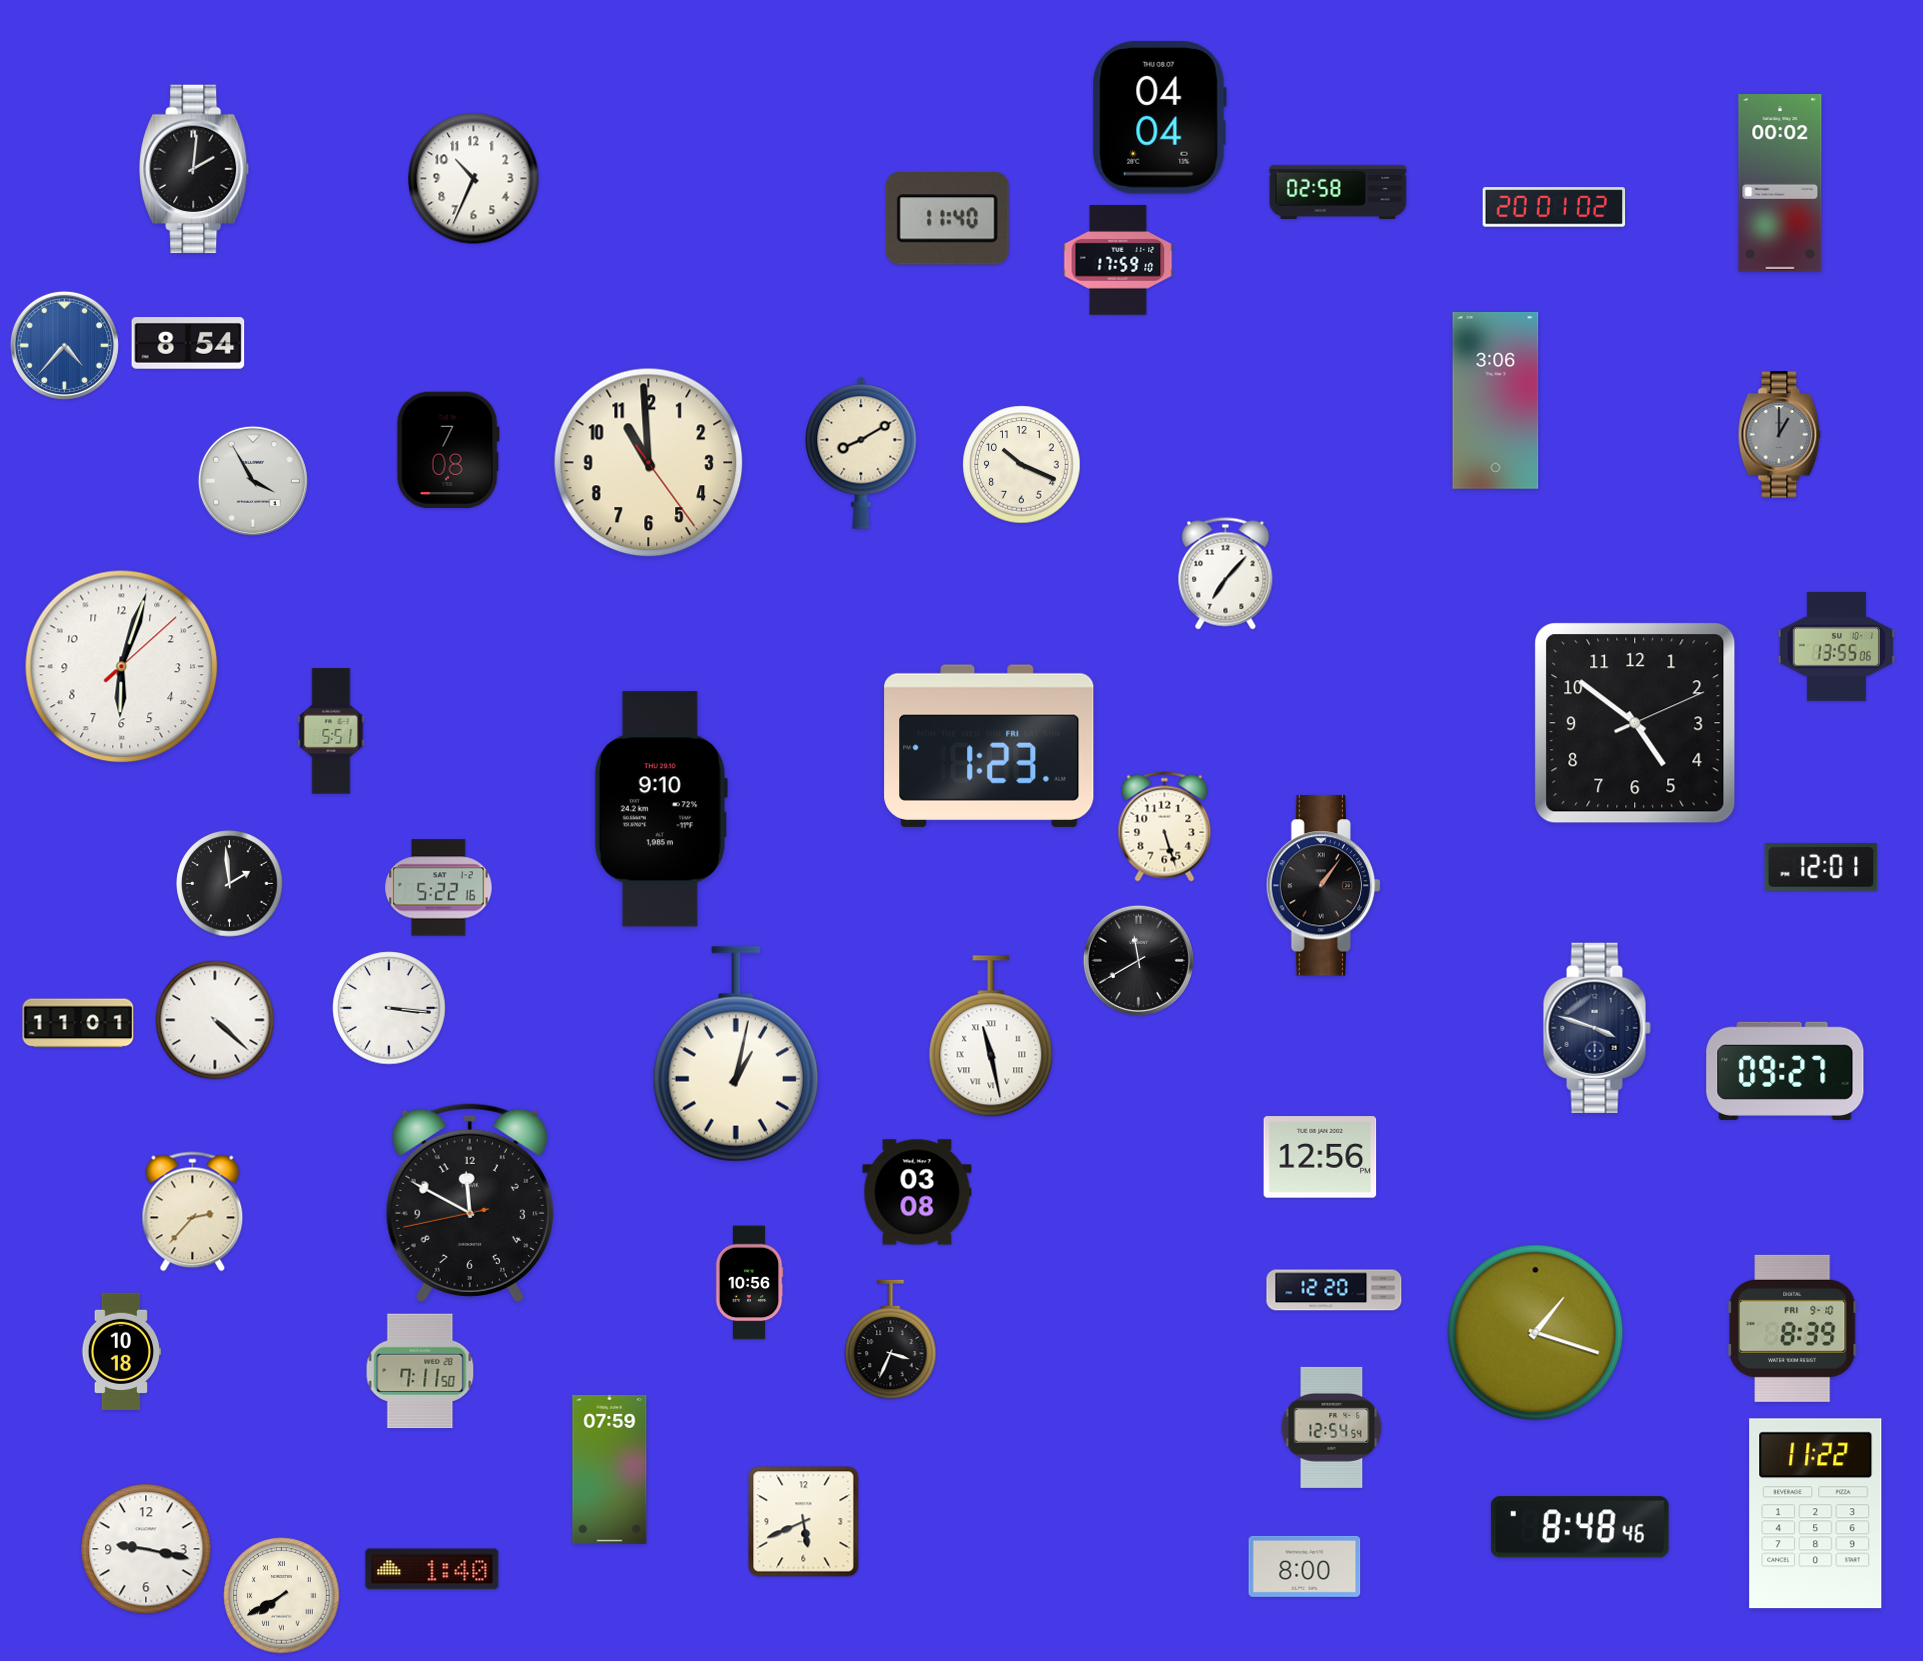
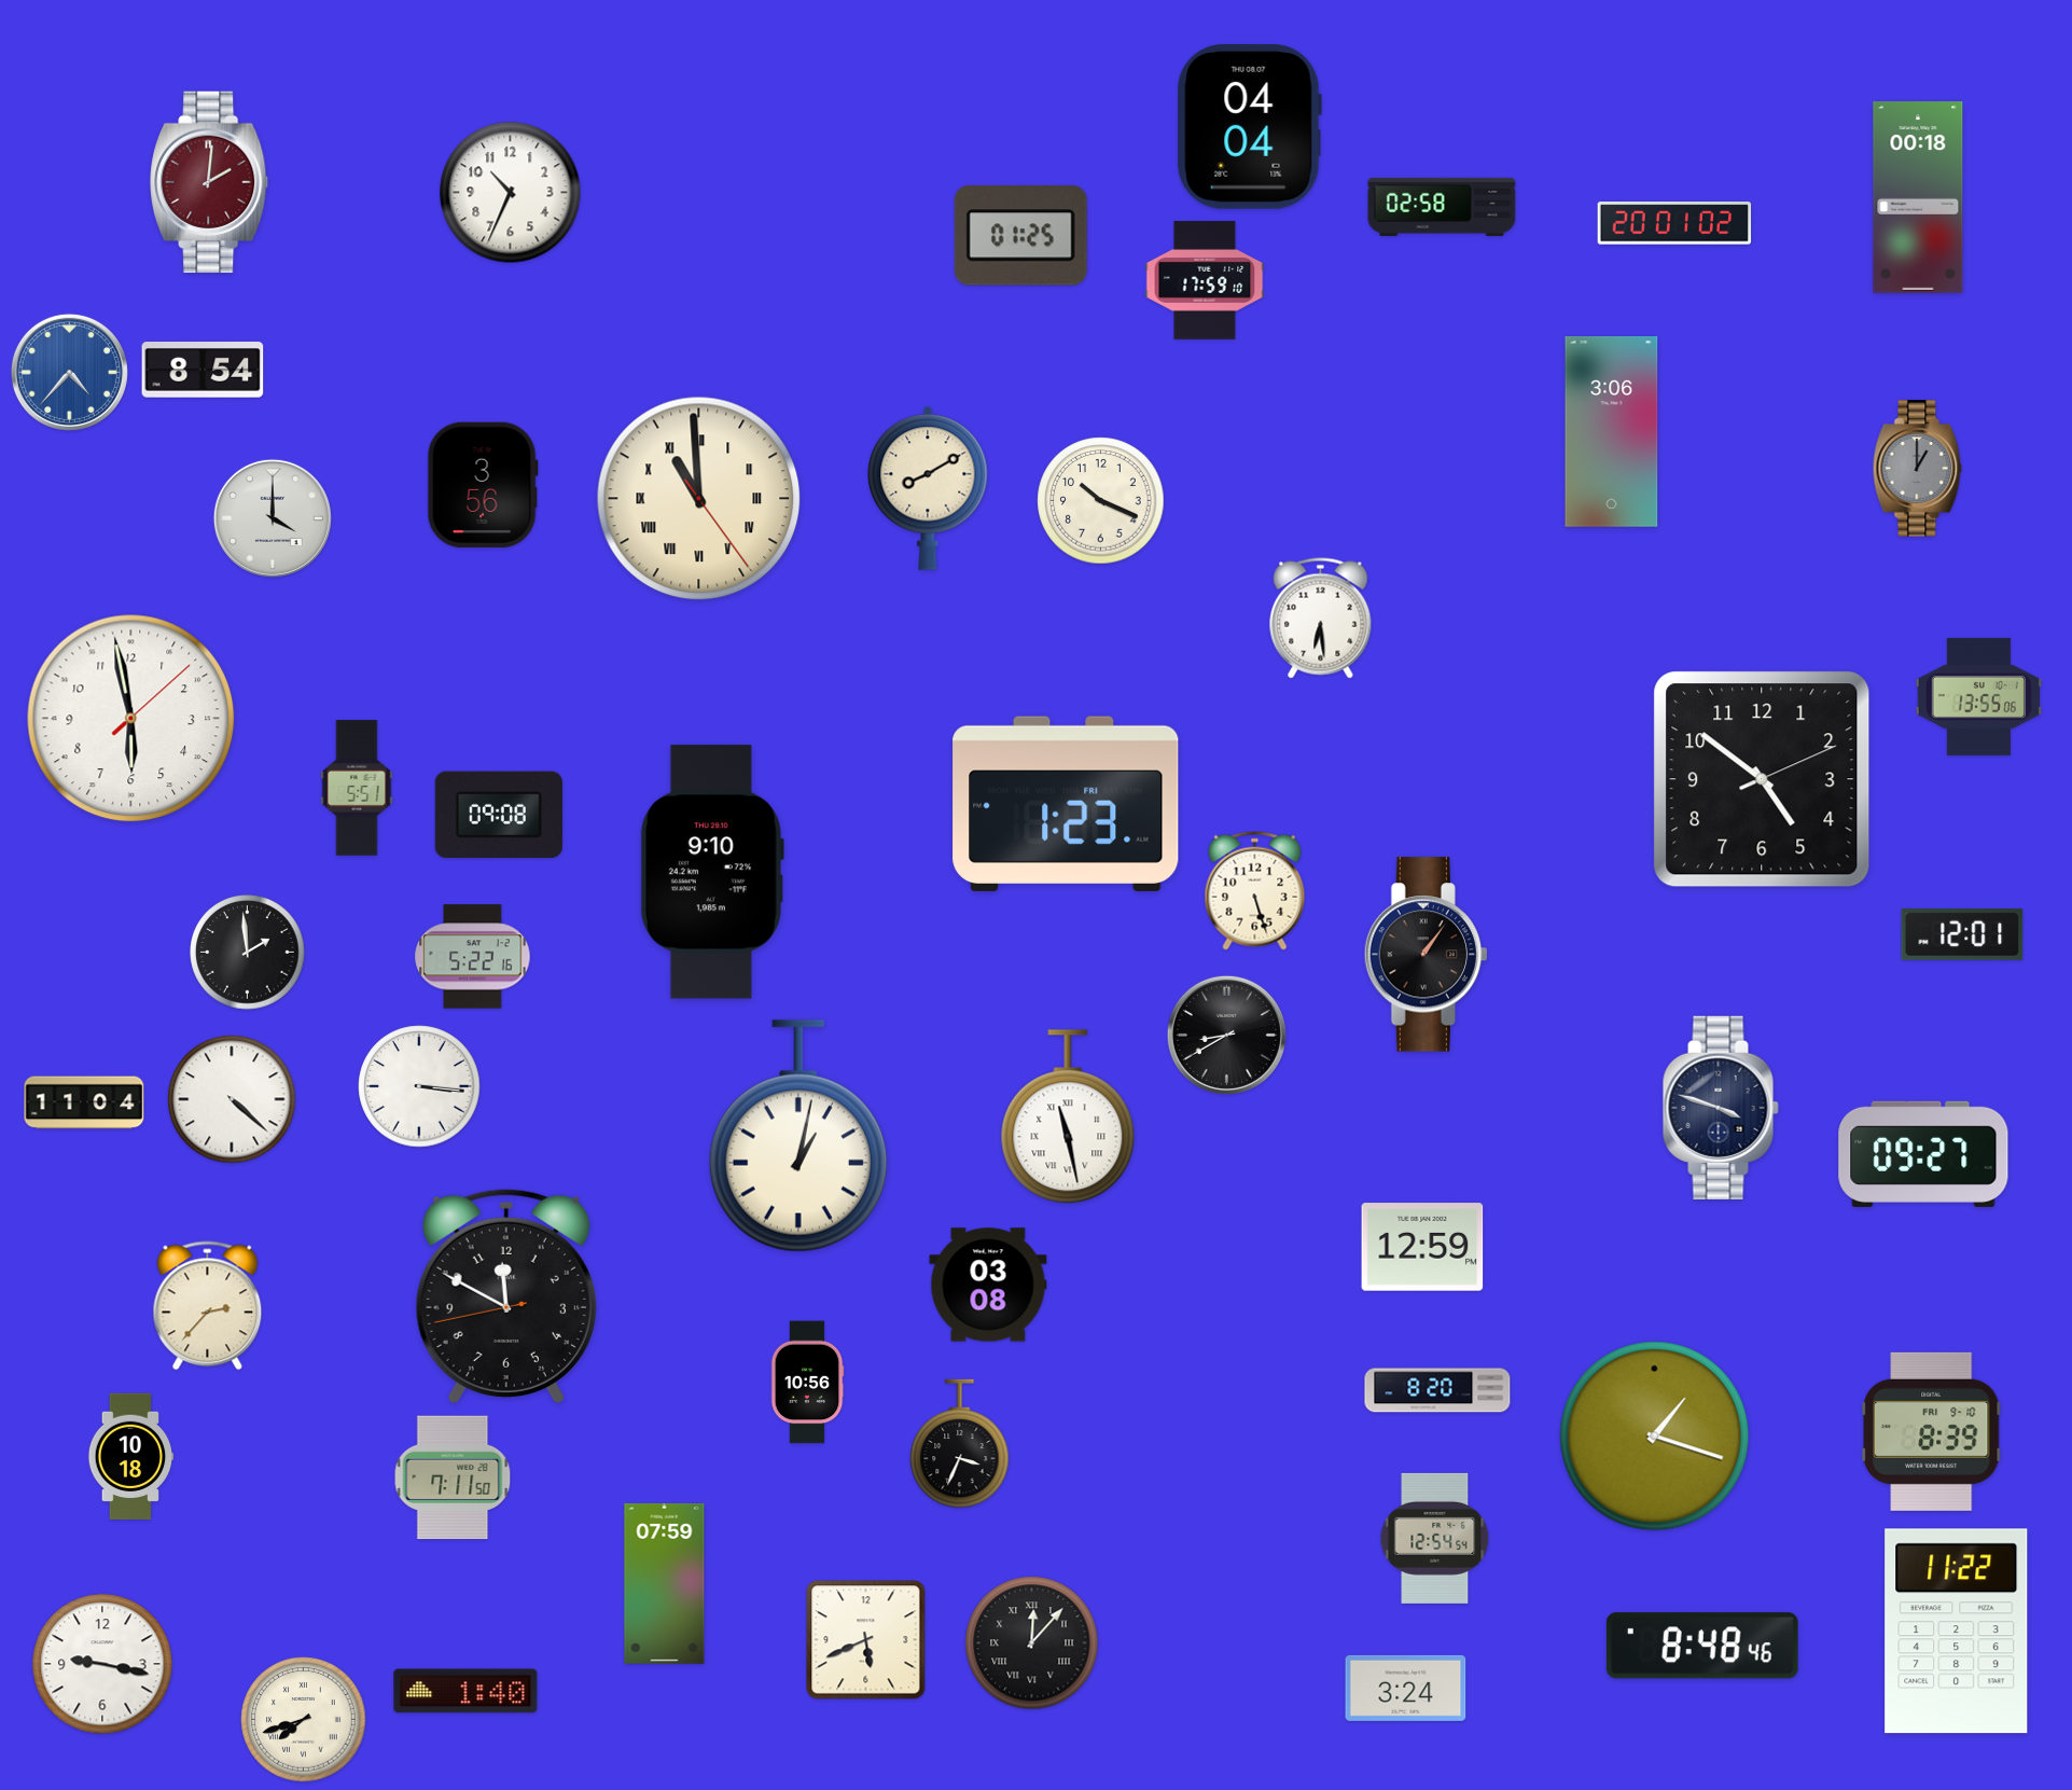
clock at (195, 169) dial: black -> burgundy
clock at (1780, 183): 00:02 -> 00:18
clock at (947, 219): 11:40 -> 01:25
clock at (448, 450): 7:08 -> 3:56
clock at (649, 463) numerals: Arabic -> Roman
clock at (253, 481): 3:55 -> 4:00
clock at (1226, 574): 7:07 -> 6:29
clock at (122, 667): 6:03 -> 5:58
clock at (499, 814): none -> 09:08
clock at (1138, 960): 11:40 -> 8:40
clock at (78, 1023): 11:01 -> 11:04
clock at (736, 1054) position: (736, 1054) -> (798, 1136)
clock at (1320, 1157): 12:56 -> 12:59
clock at (1334, 1290): 12:20 -> 8:20
clock at (610, 1469) position: (610, 1469) -> (665, 1583)
clock at (1032, 1643): none -> 12:07
clock at (146, 1549) position: (146, 1549) -> (102, 1664)
clock at (1305, 1566): 8:00 -> 3:24
clock at (282, 1596): 7:40 -> 7:42
